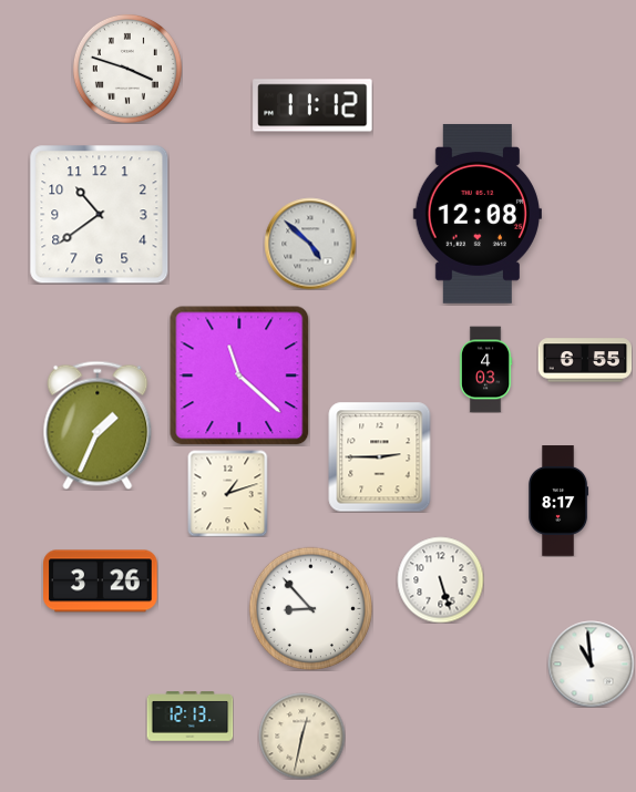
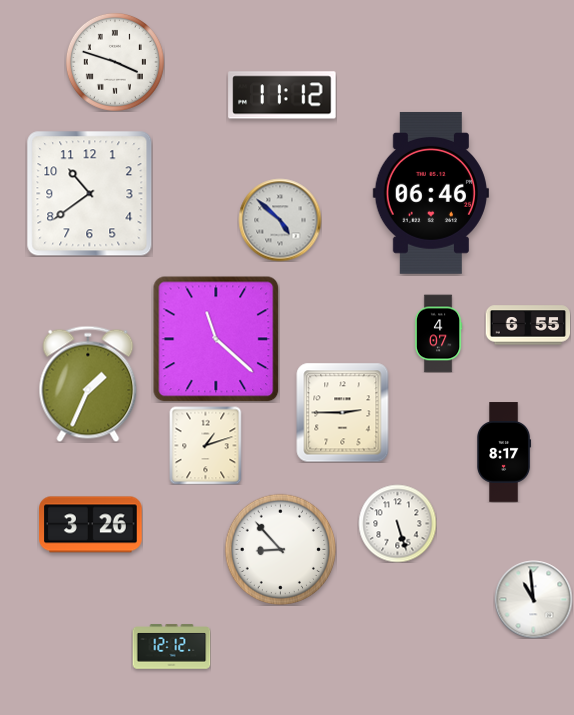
clock at (478, 214): 12:08 -> 06:46
clock at (485, 369): 4:03 -> 4:07
clock at (189, 717): 12:13 -> 12:12
clock at (301, 736): 12:32 -> none
